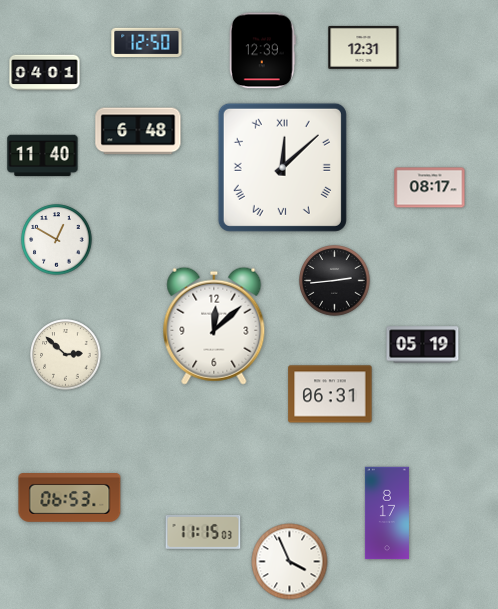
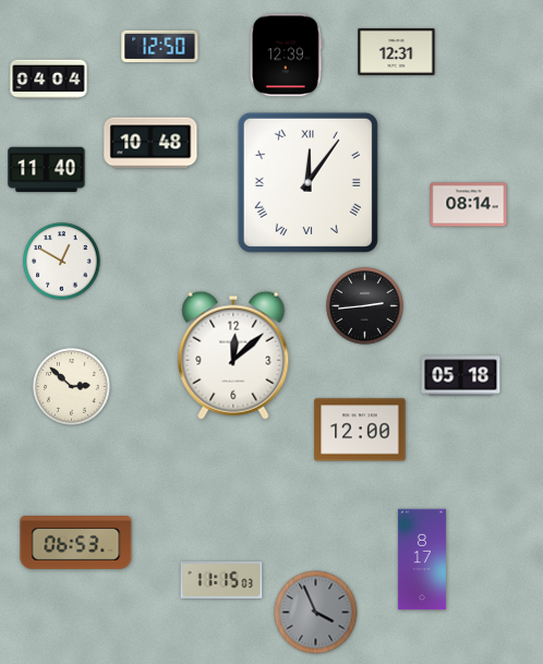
clock at (45, 73): 04:01 -> 04:04
clock at (138, 131): 6:48 -> 10:48
clock at (282, 167): 12:08 -> 12:06
clock at (430, 188): 08:17 -> 08:14
clock at (423, 345): 05:19 -> 05:18
clock at (330, 394): 06:31 -> 12:00
clock at (290, 562) dial: white -> grey
